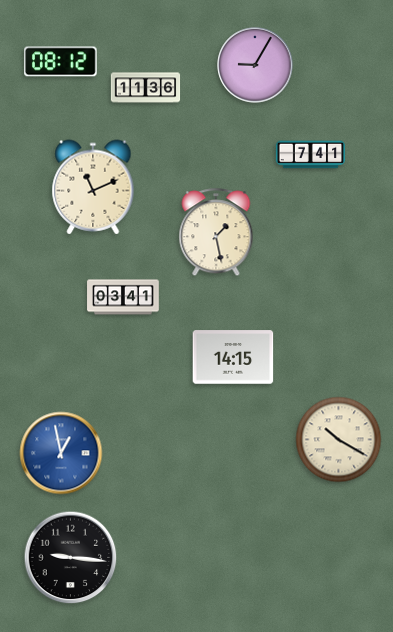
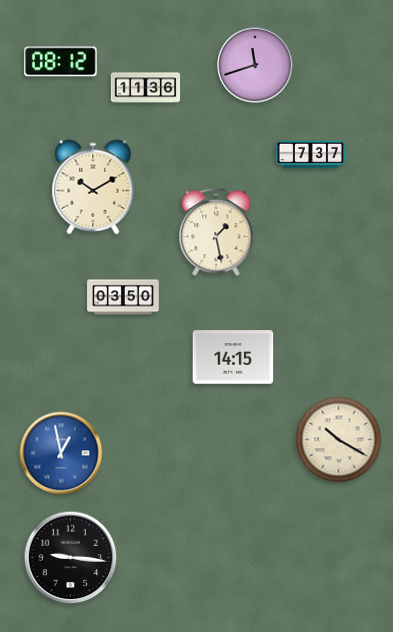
clock at (255, 65): 9:05 -> 11:42
clock at (311, 155): 7:41 -> 7:37
clock at (93, 187): 11:11 -> 10:10
clock at (123, 297): 03:41 -> 03:50
